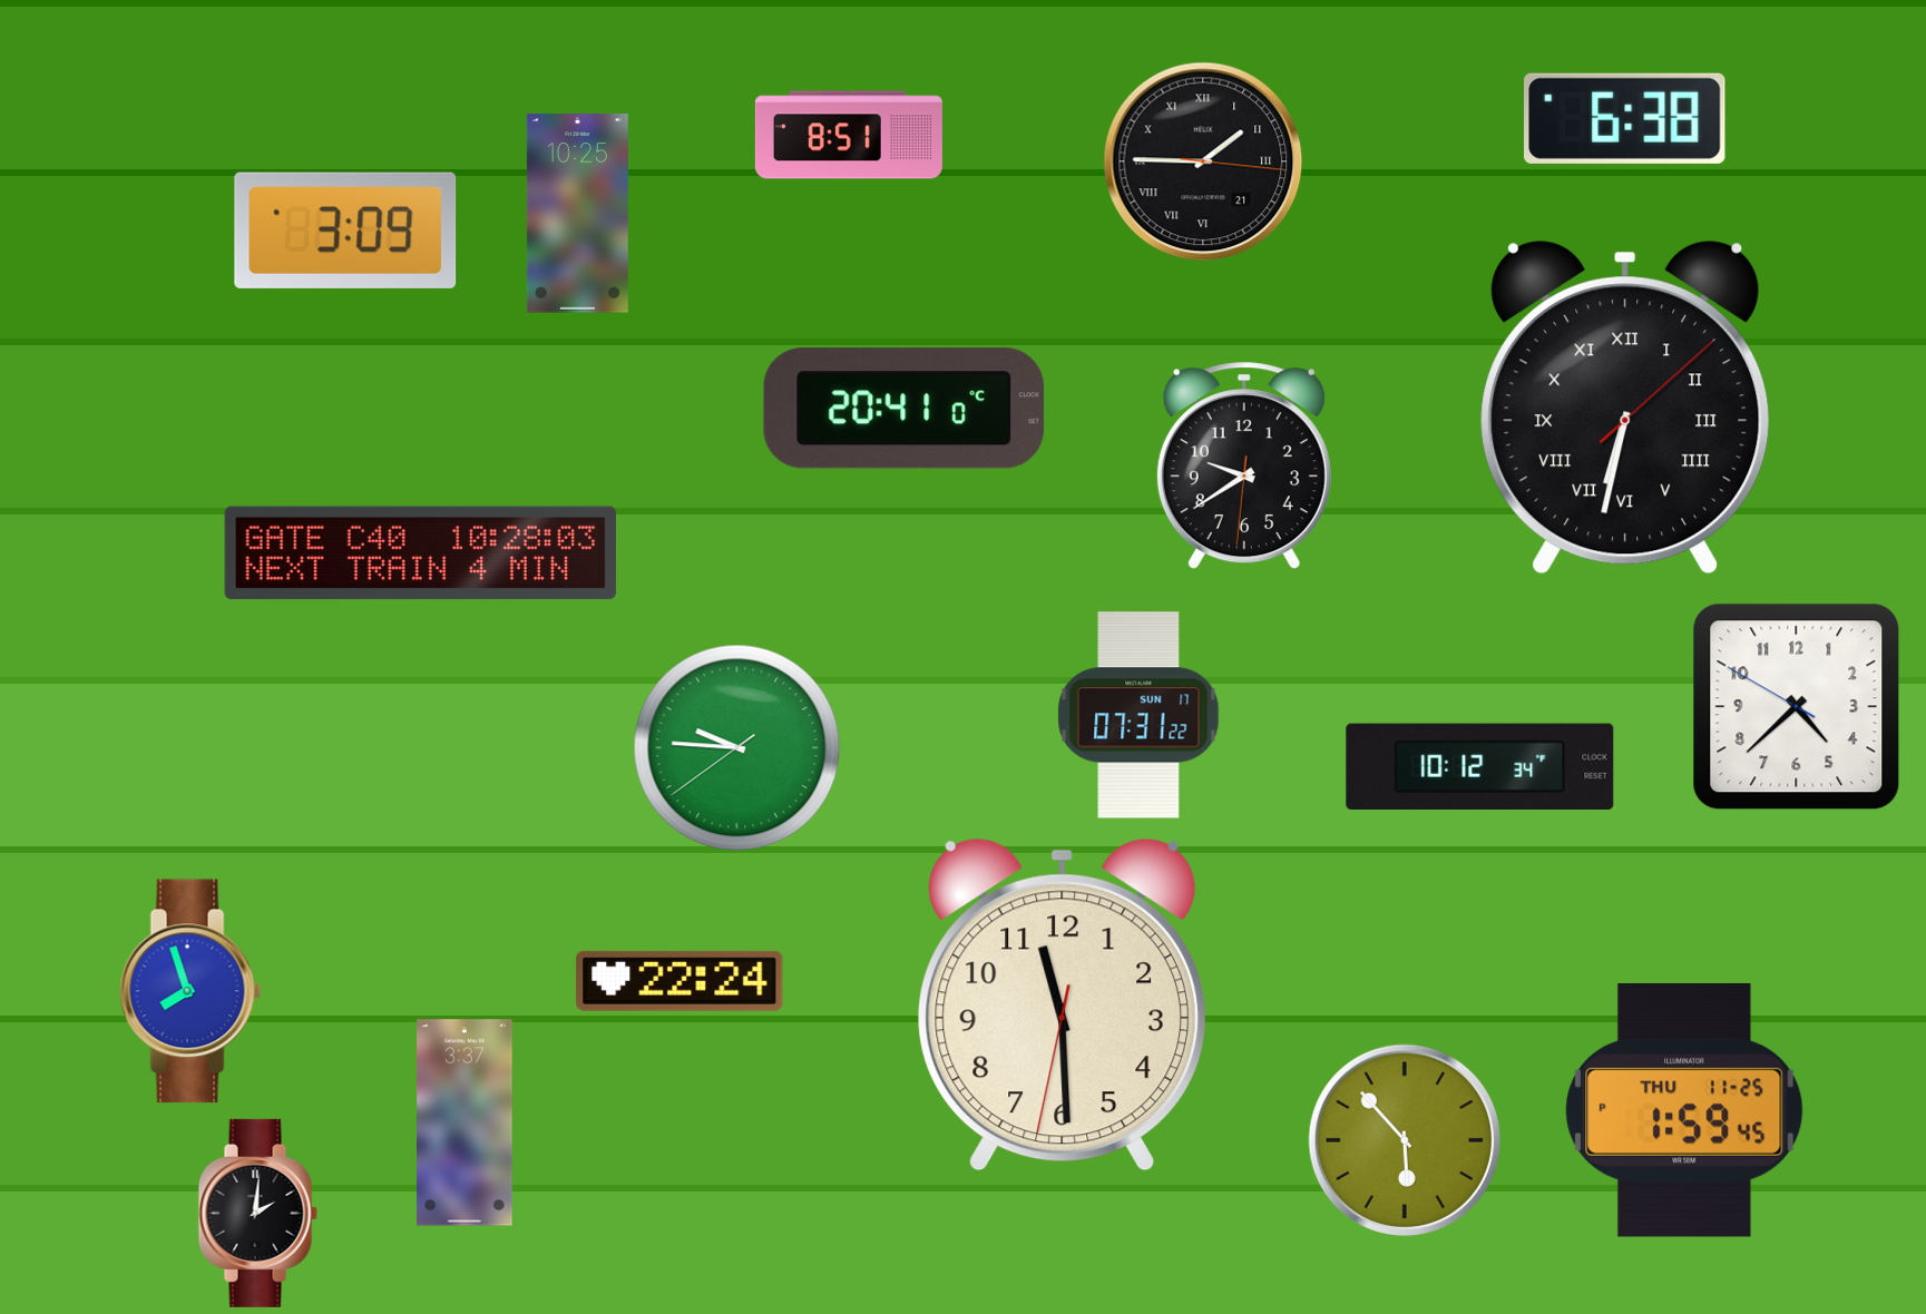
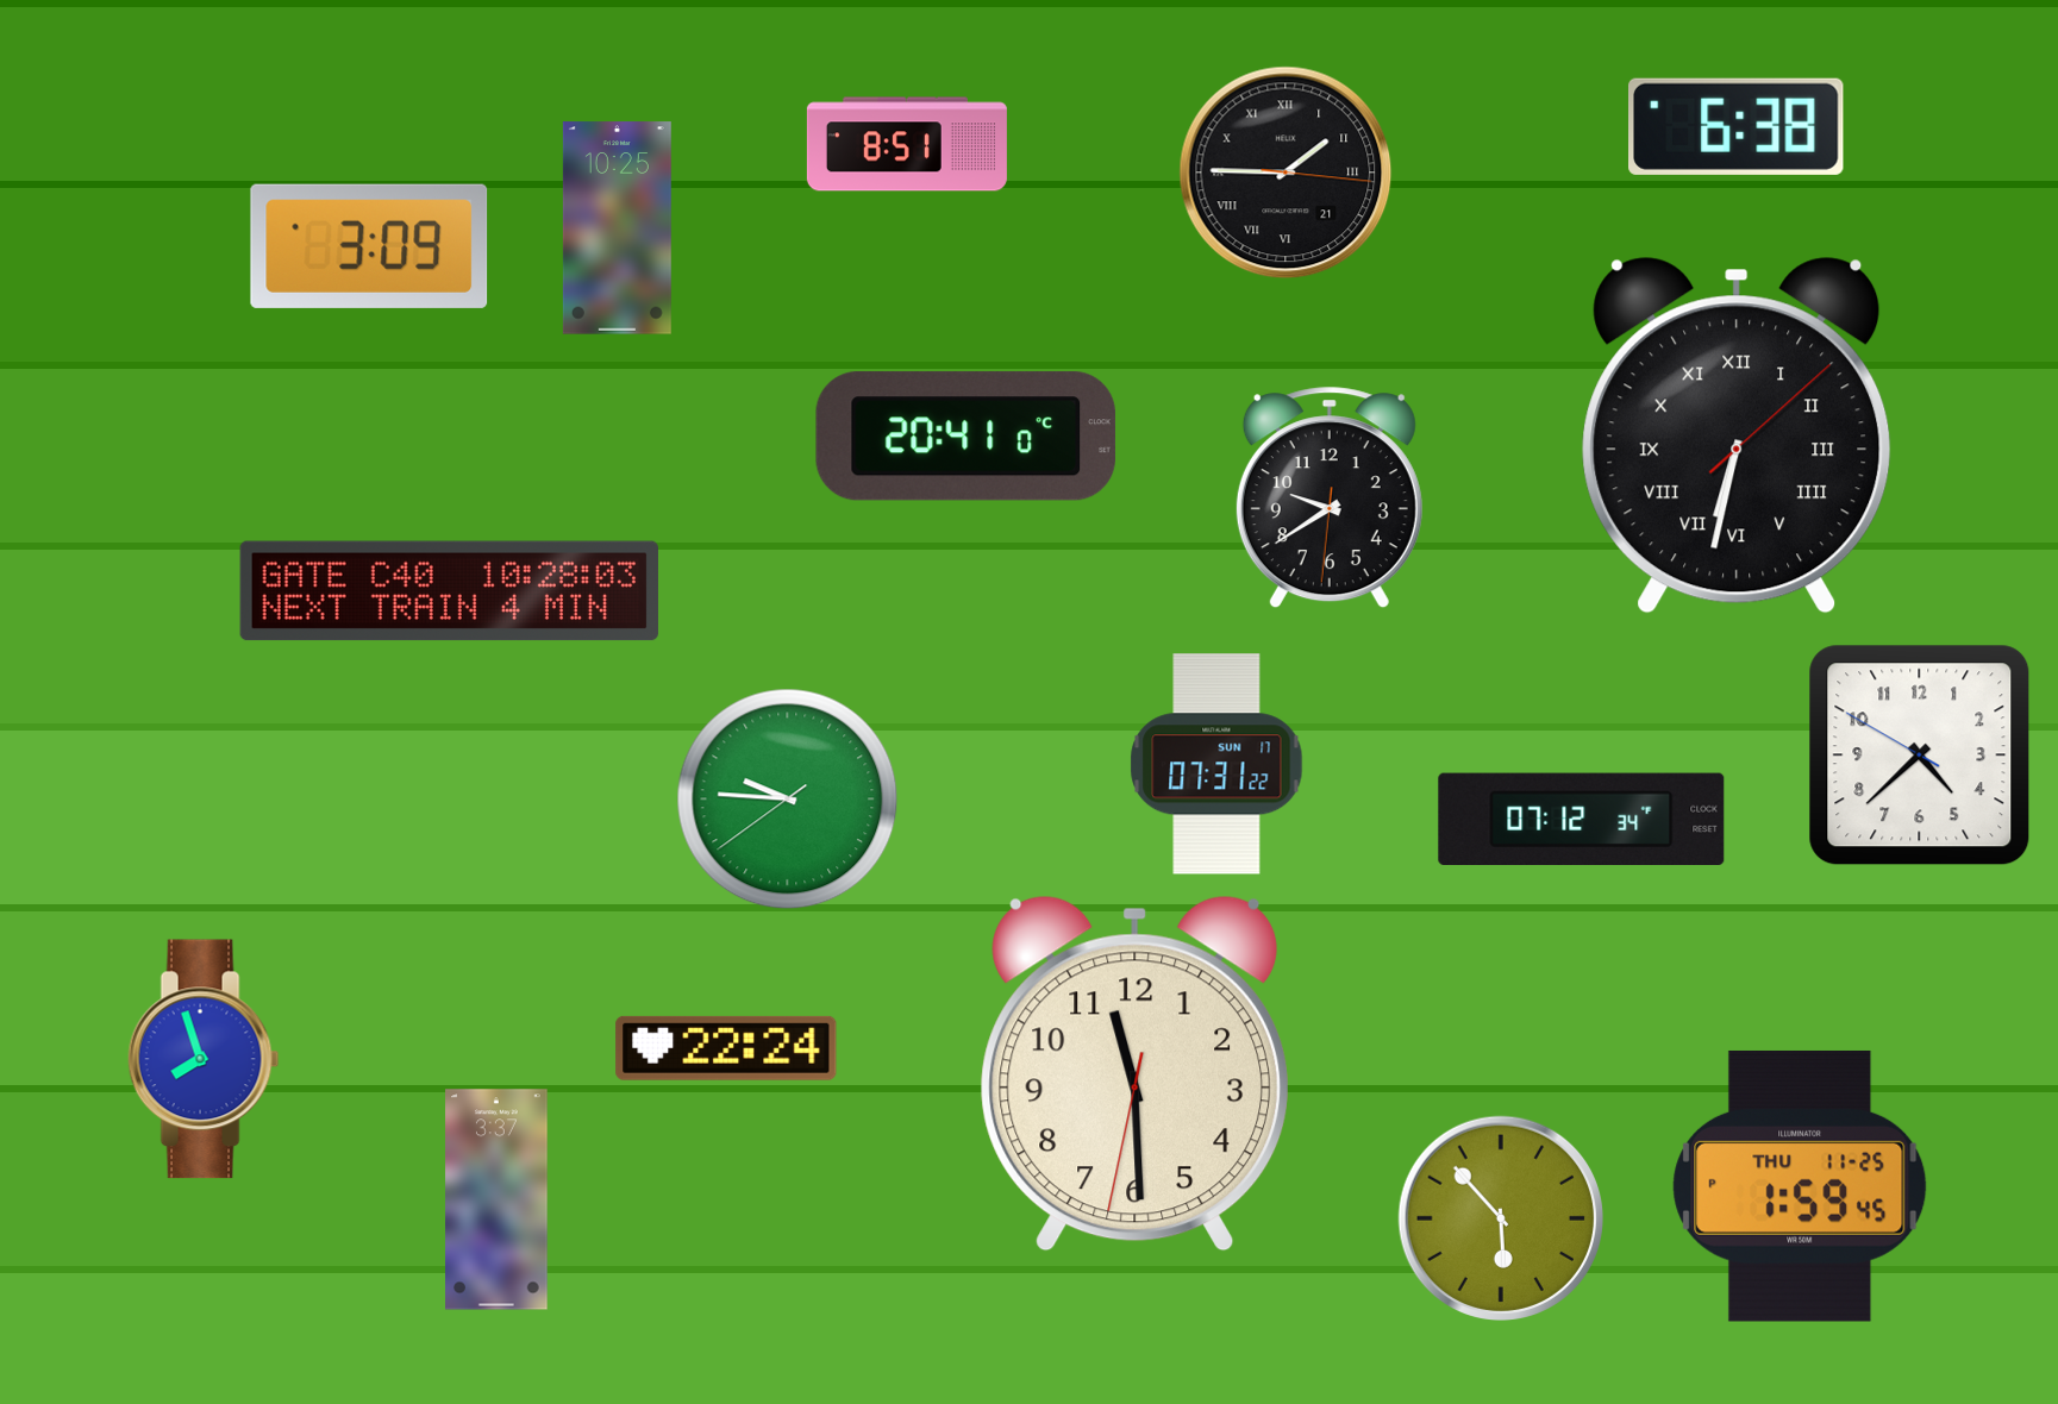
clock at (1480, 766): 10:12 -> 07:12
clock at (257, 1213): 2:01 -> none
